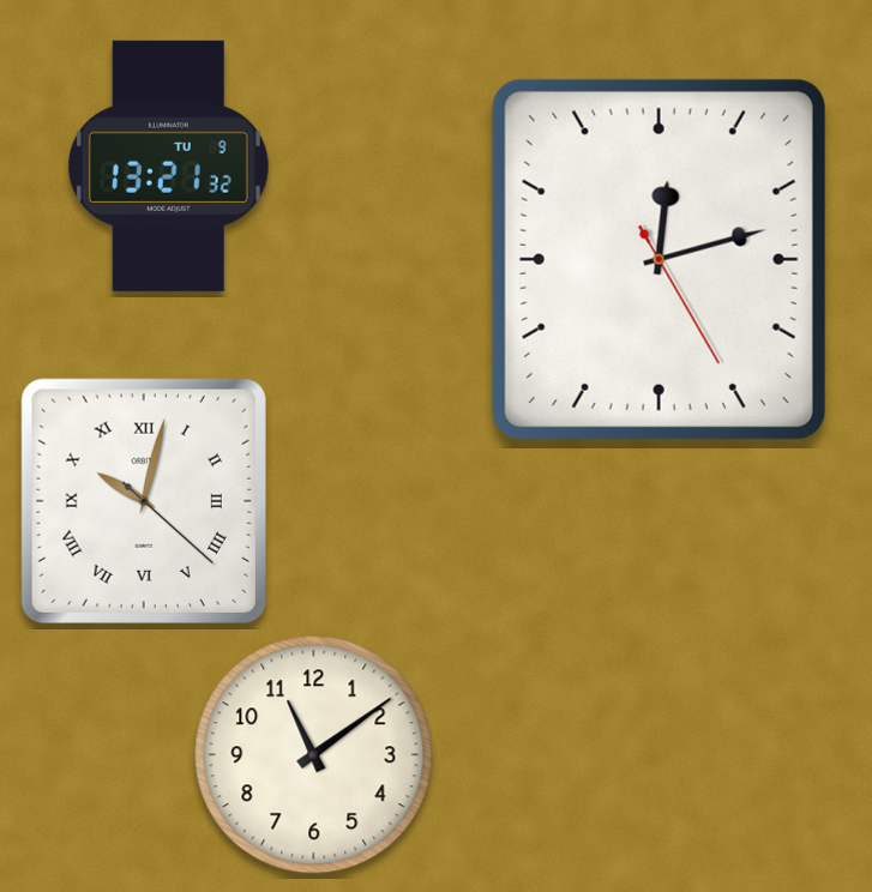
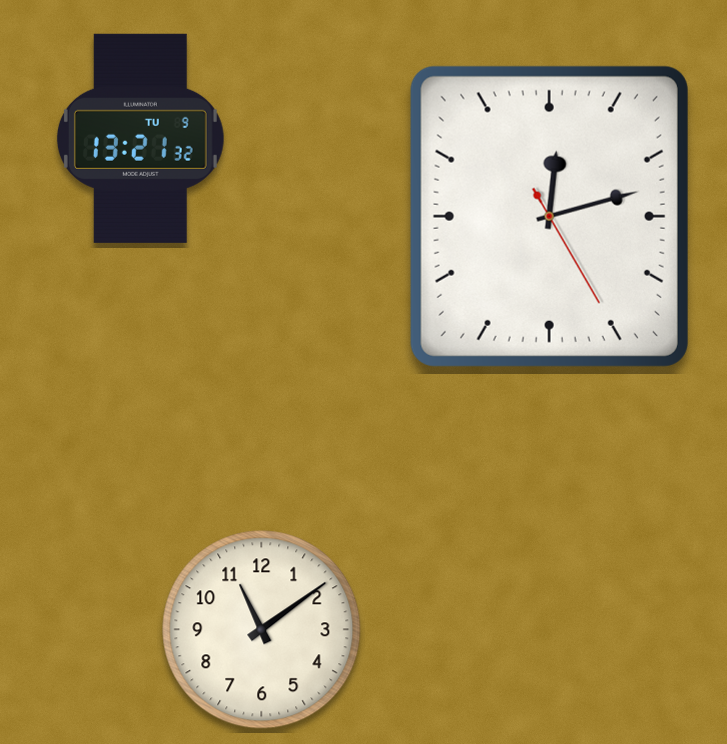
clock at (144, 501): 10:02 -> none
